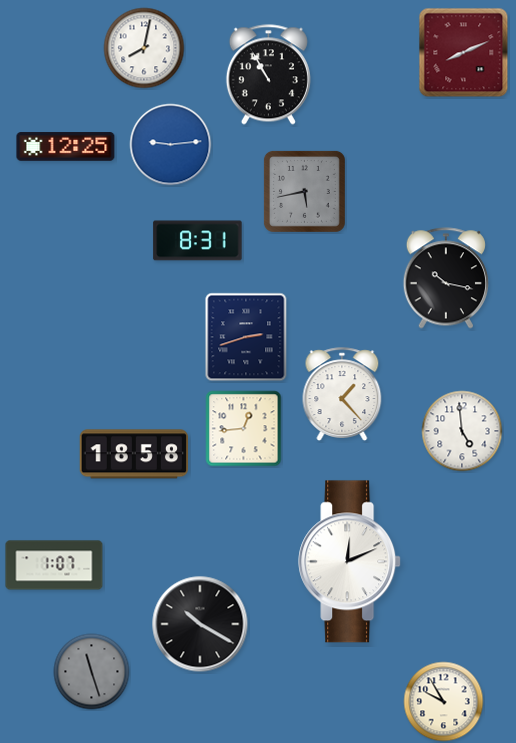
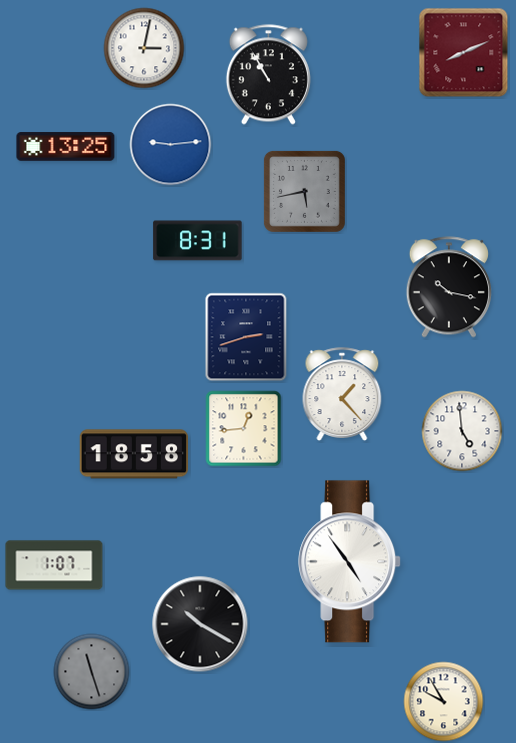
clock at (144, 48): 8:02 -> 3:02
clock at (66, 147): 12:25 -> 13:25
clock at (446, 278) position: (446, 278) -> (449, 287)
clock at (350, 562): 12:11 -> 4:54
